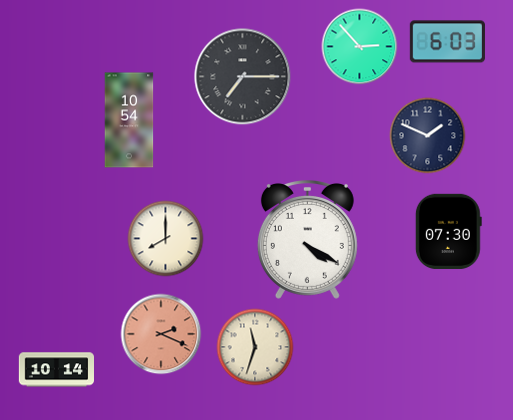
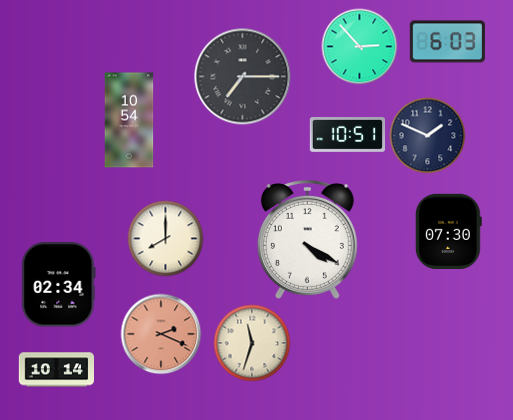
clock at (347, 135): none -> 10:51
clock at (59, 285): none -> 02:34
clock at (255, 347) position: (255, 347) -> (252, 343)
